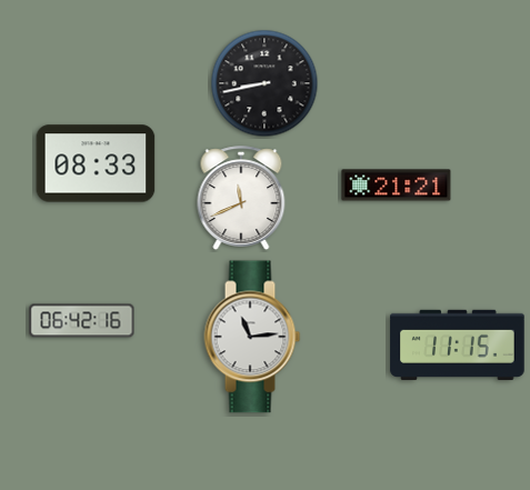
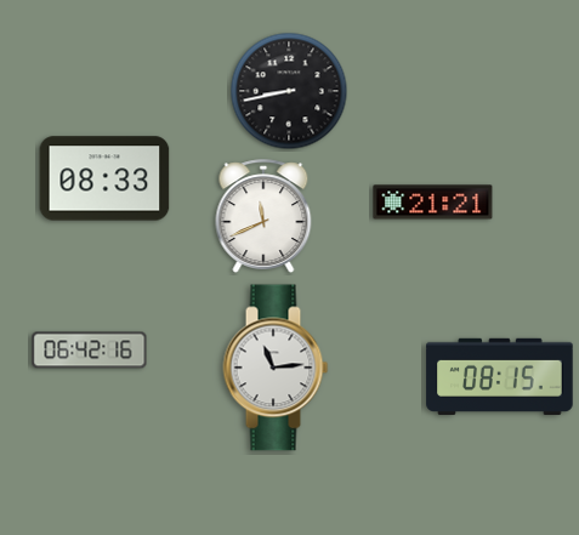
clock at (458, 344): 11:15 -> 08:15
